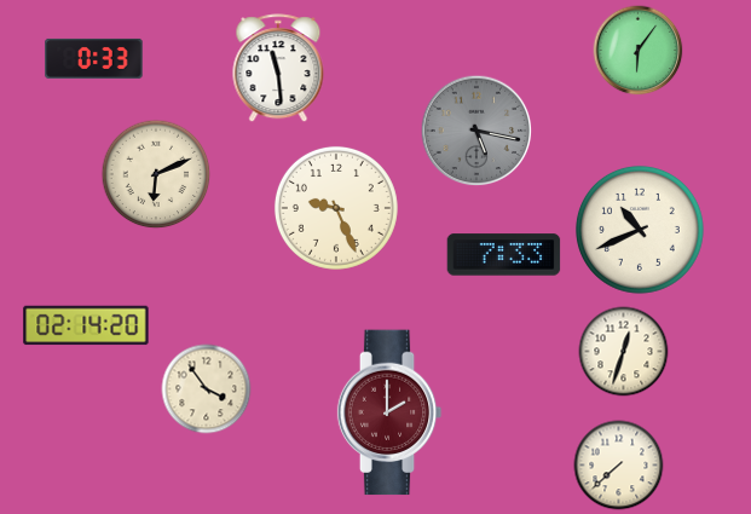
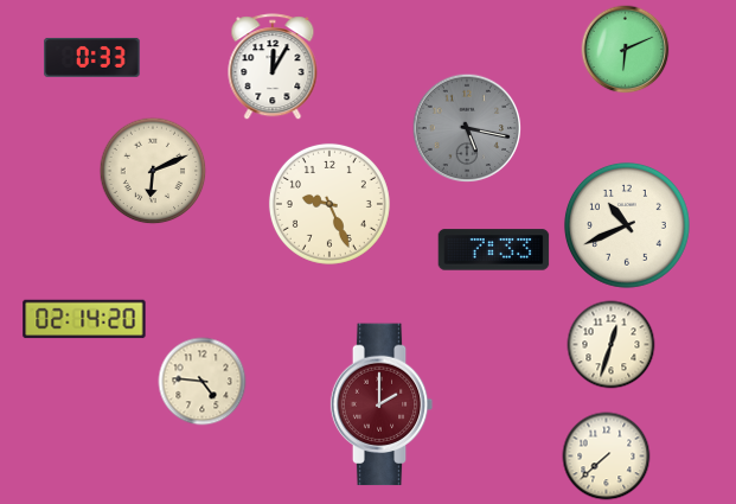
clock at (639, 51): 6:06 -> 6:11
clock at (278, 69): 11:29 -> 12:05
clock at (207, 389): 3:54 -> 4:46
